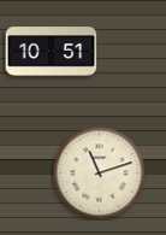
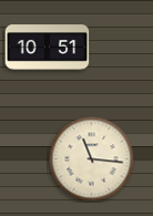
clock at (100, 174): 11:12 -> 11:16
